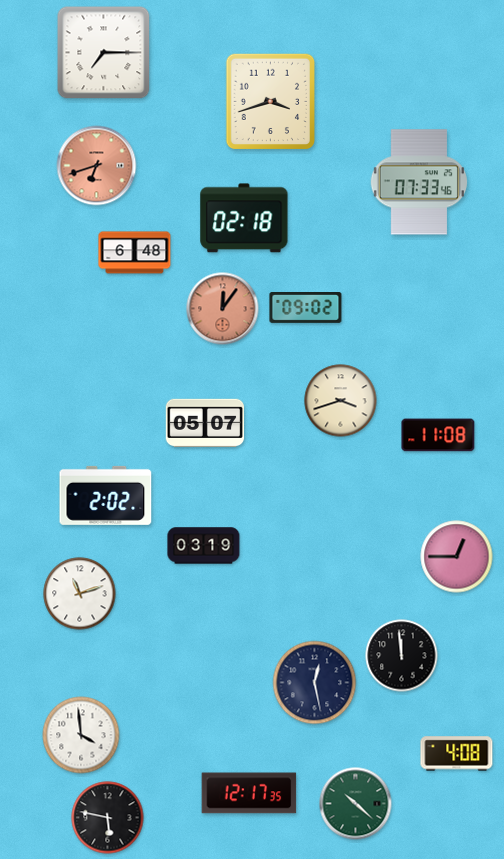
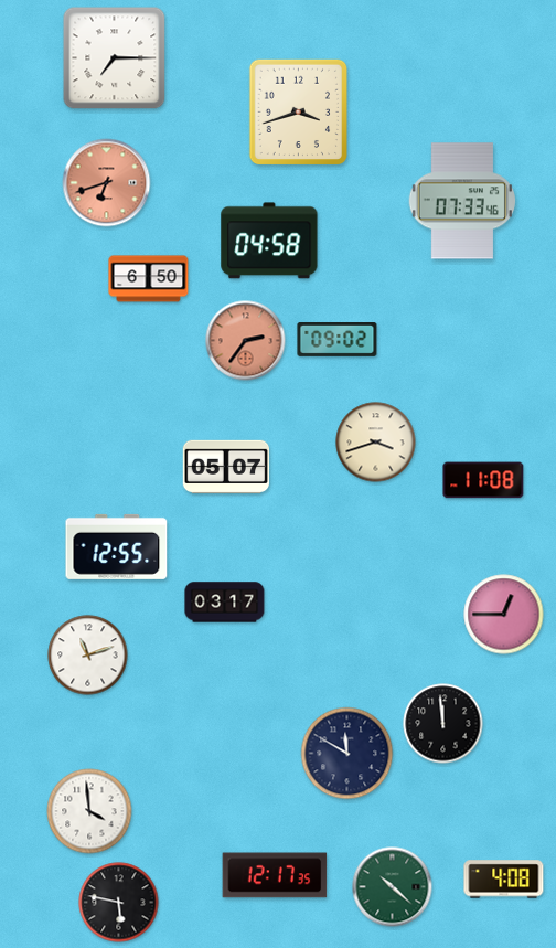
clock at (244, 218): 02:18 -> 04:58
clock at (135, 253): 6:48 -> 6:50
clock at (223, 309): 12:06 -> 2:36
clock at (106, 495): 2:02 -> 12:55
clock at (204, 546): 03:19 -> 03:17
clock at (315, 683): 12:28 -> 11:50
clock at (457, 754) position: (457, 754) -> (504, 880)
